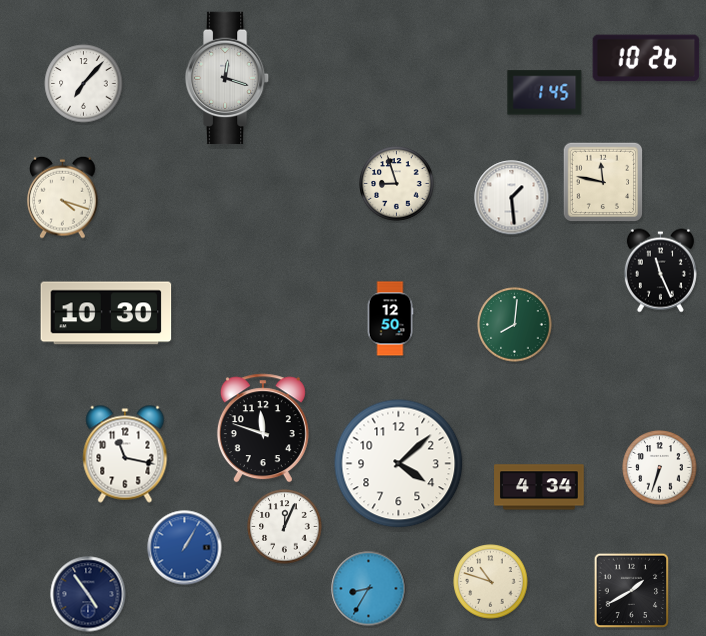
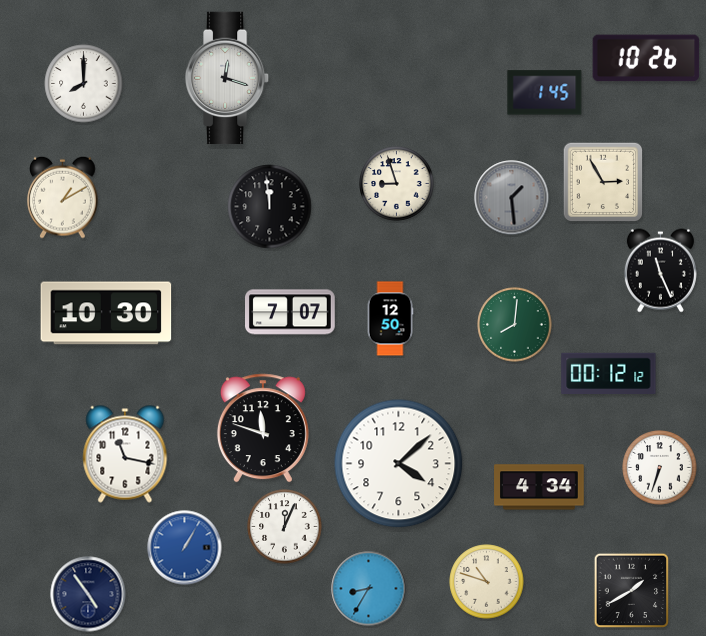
clock at (84, 84): 7:07 -> 8:00
clock at (603, 182): 11:47 -> 2:55
clock at (63, 197): 4:18 -> 1:10
clock at (512, 198) dial: white -> grey
clock at (270, 207): none -> 11:59
clock at (291, 312): none -> 7:07
clock at (609, 373): none -> 00:12
clock at (491, 582) position: (491, 582) -> (487, 582)
